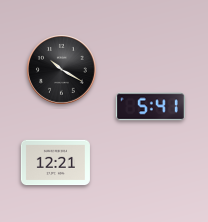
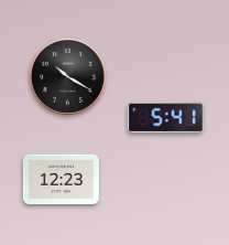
clock at (55, 163): 12:21 -> 12:23
